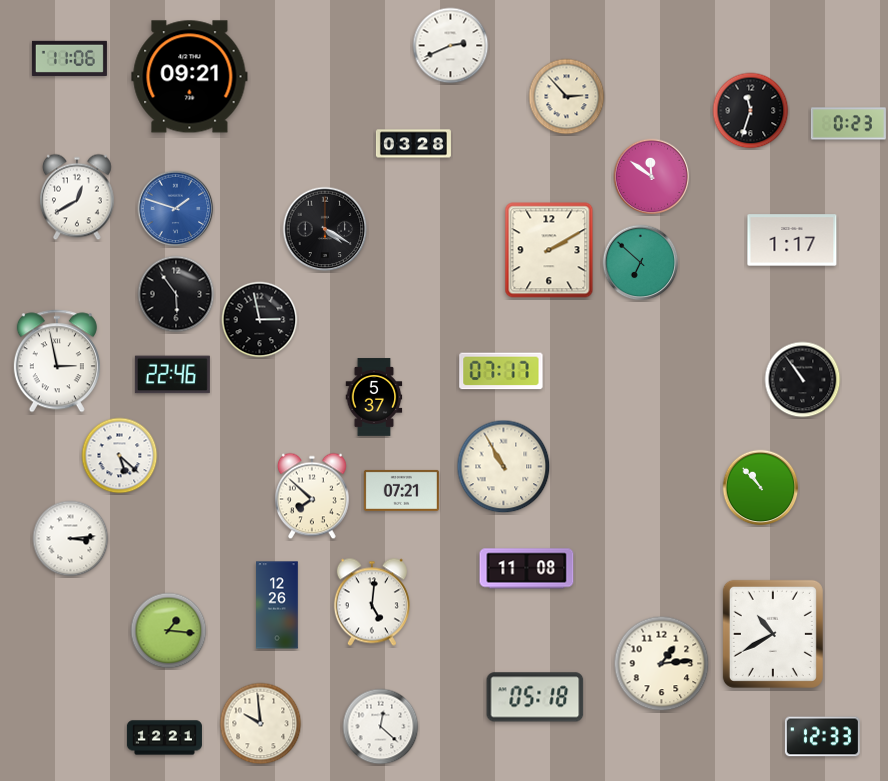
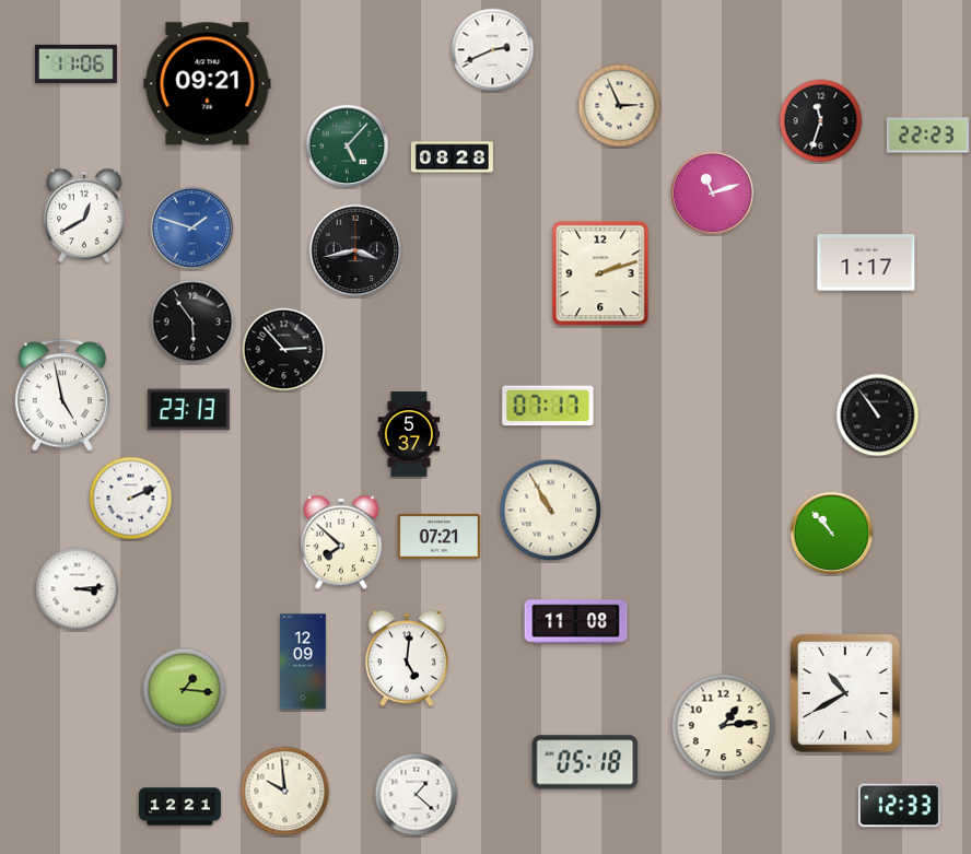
clock at (567, 97): 2:53 -> 2:56
clock at (848, 124): 0:23 -> 22:23
clock at (348, 147): none -> 5:07
clock at (413, 144): 03:28 -> 08:28
clock at (652, 177): 11:51 -> 11:12
clock at (325, 229): 4:20 -> 3:43
clock at (549, 250): 2:10 -> 2:12
clock at (641, 263): 6:52 -> none
clock at (260, 320): 2:58 -> 2:53
clock at (57, 361): 2:58 -> 4:58
clock at (172, 375): 22:46 -> 23:13
clock at (120, 456): 5:22 -> 2:11
clock at (277, 605): 12:26 -> 12:09
clock at (381, 727): 12:22 -> 1:22
